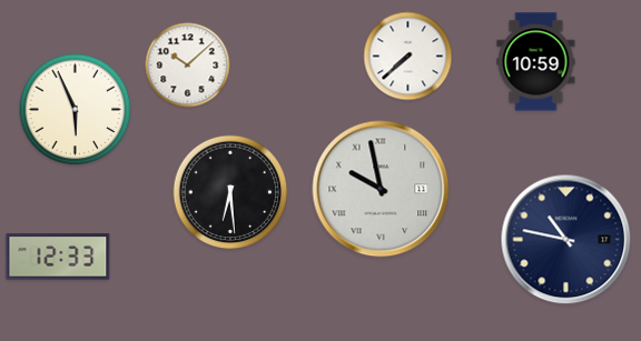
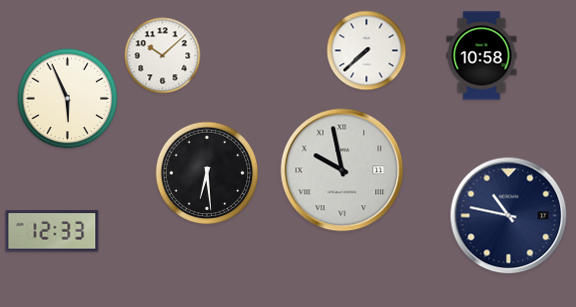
clock at (536, 62): 10:59 -> 10:58
clock at (188, 66) position: (188, 66) -> (163, 56)
